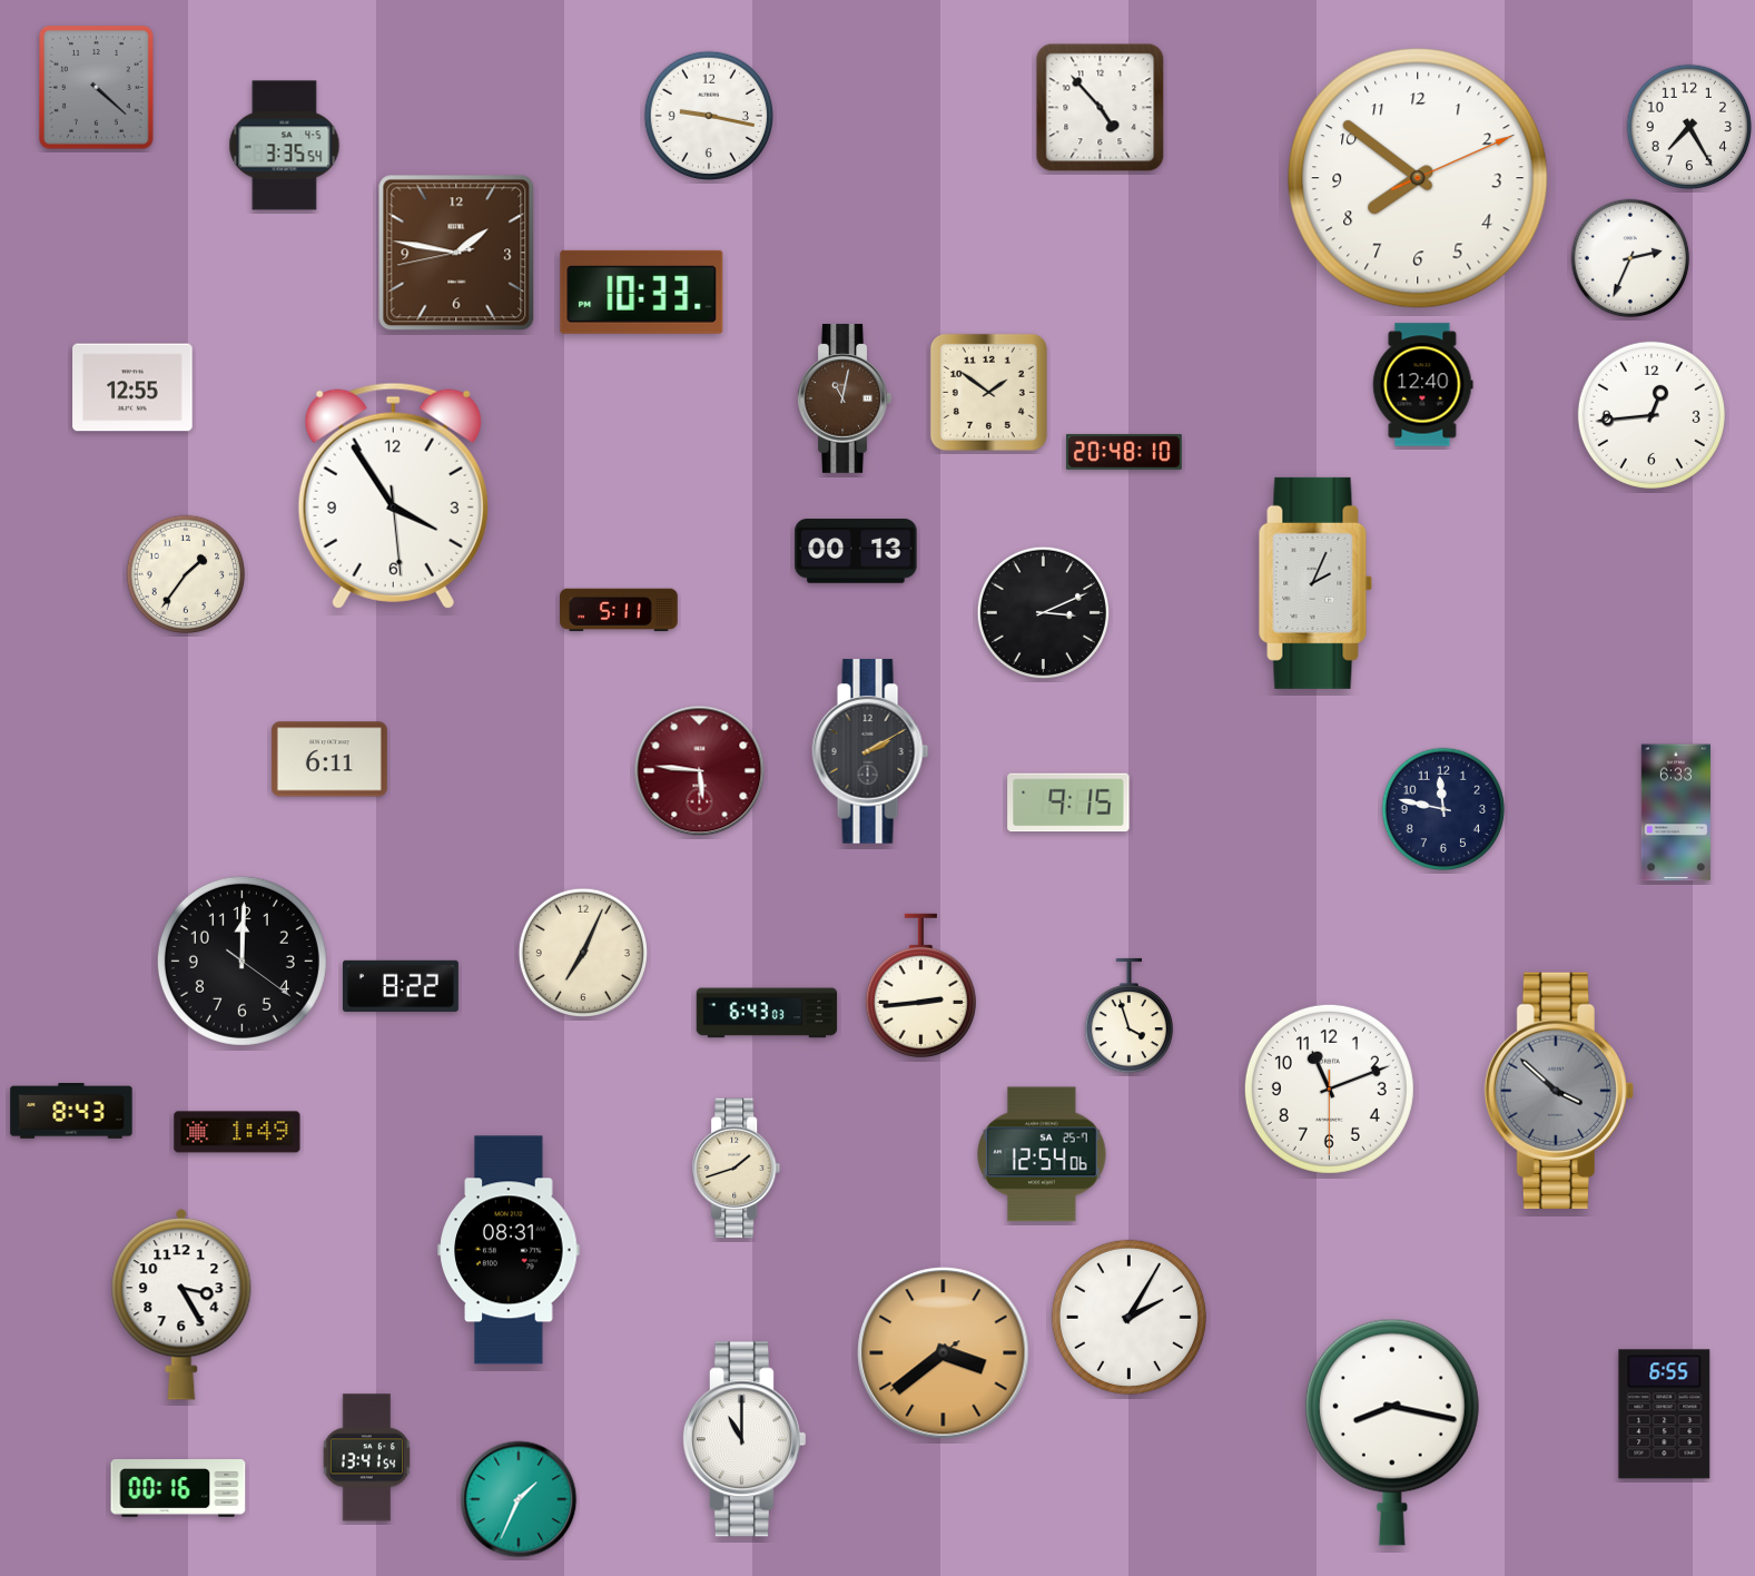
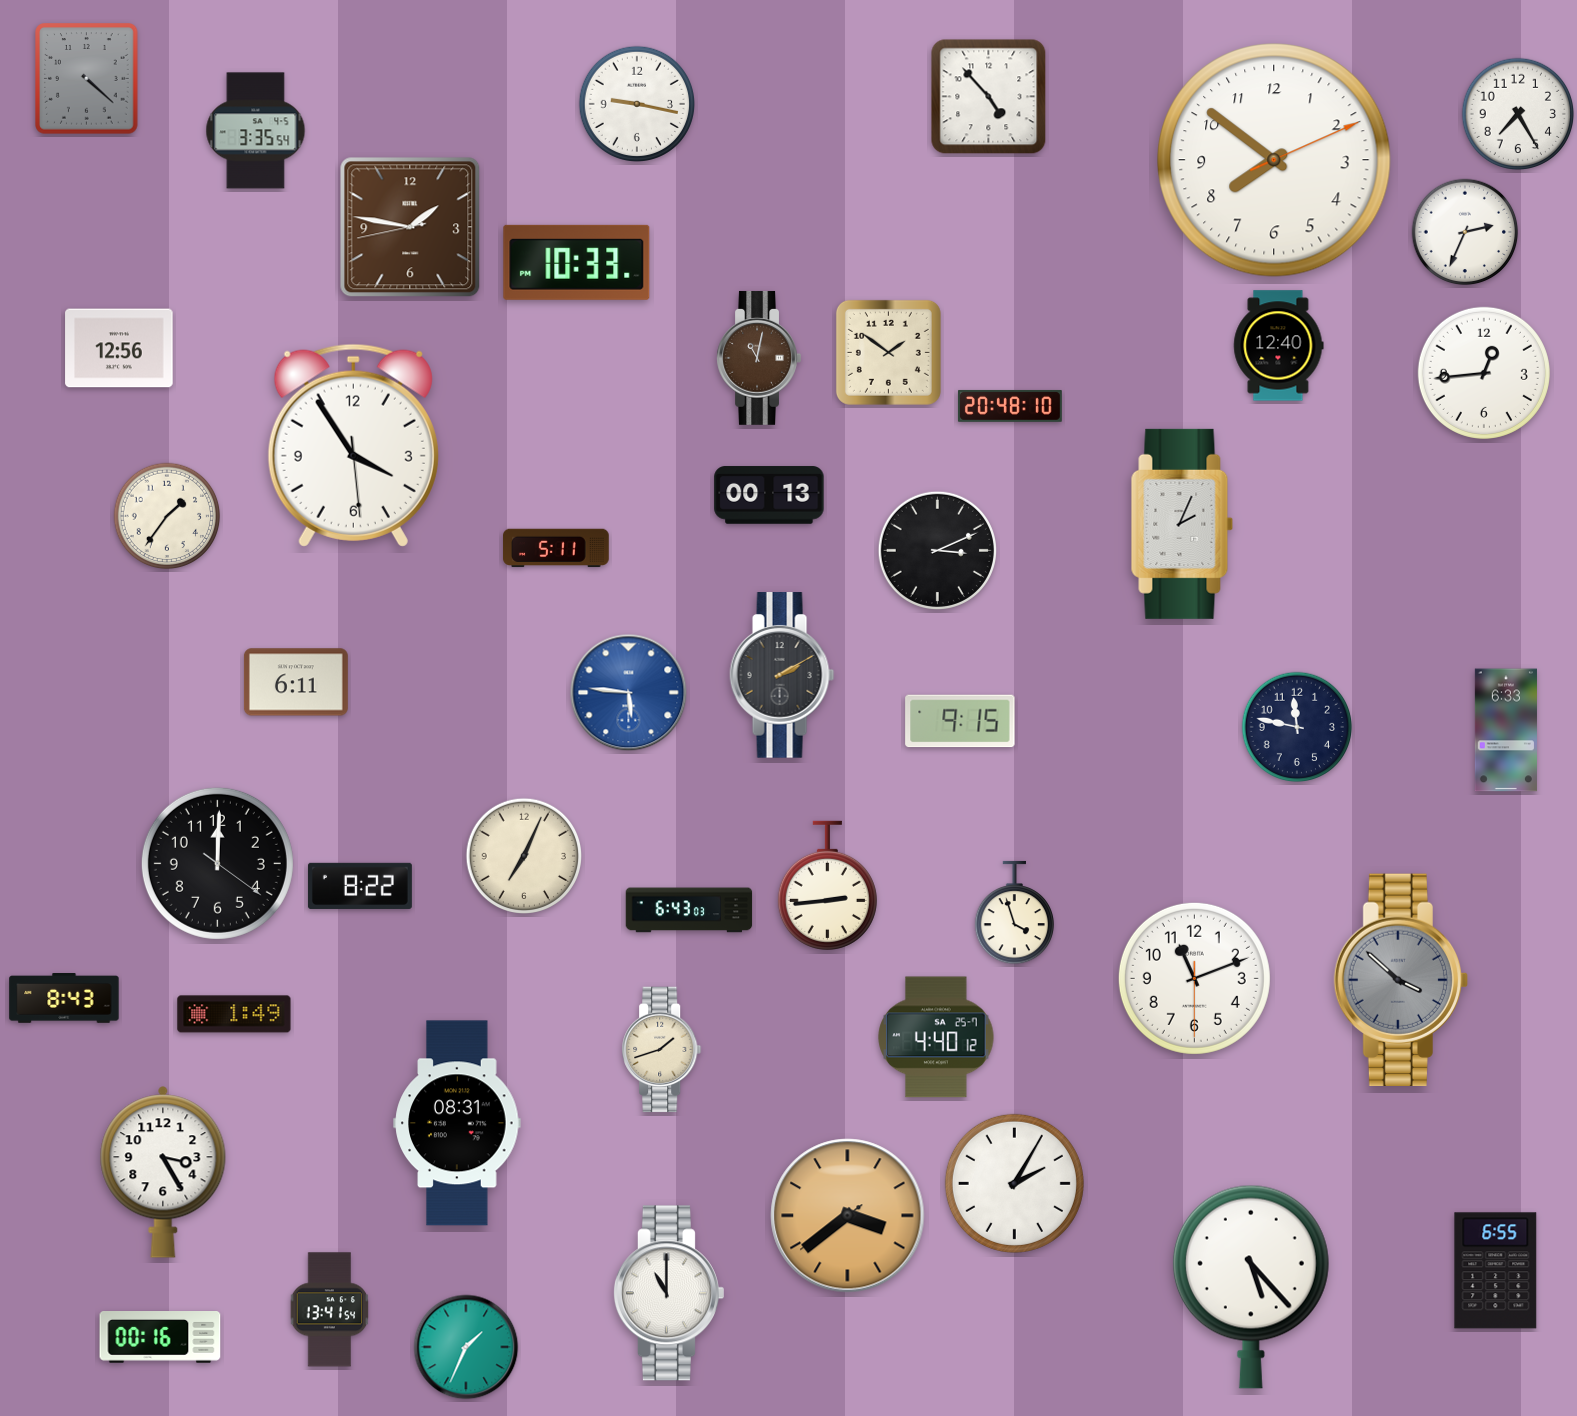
clock at (132, 387): 12:55 -> 12:56
clock at (700, 771) dial: burgundy -> blue
clock at (237, 1132) position: (237, 1132) -> (234, 1014)
clock at (1042, 1154): 12:54 -> 4:40
clock at (1392, 1432): 8:17 -> 5:23
